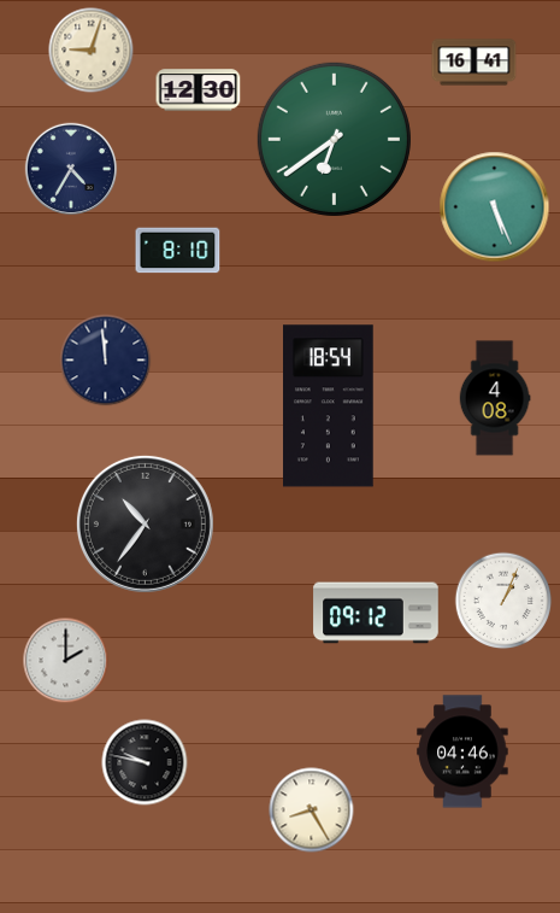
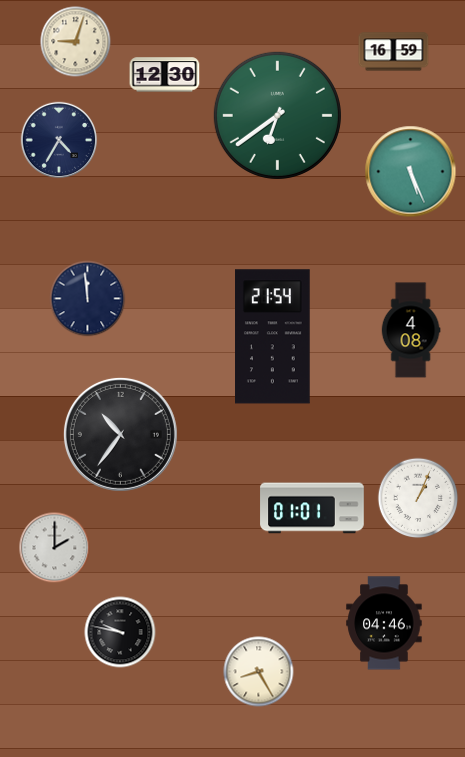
clock at (474, 63): 16:41 -> 16:59
clock at (178, 251): 8:10 -> none
clock at (329, 406): 18:54 -> 21:54
clock at (376, 613): 09:12 -> 01:01
